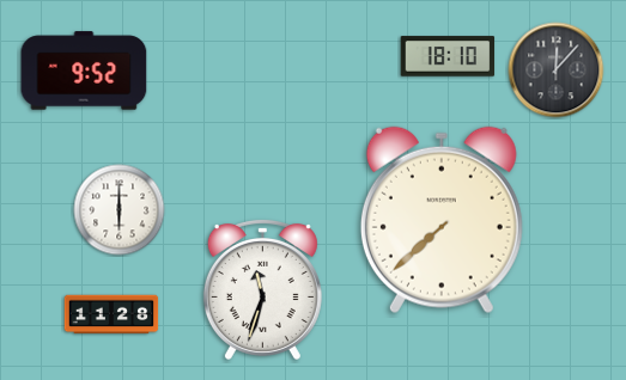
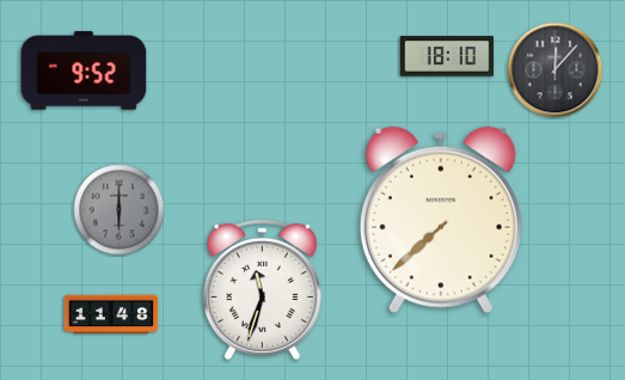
clock at (120, 210) dial: white -> grey
clock at (111, 314): 11:28 -> 11:48
